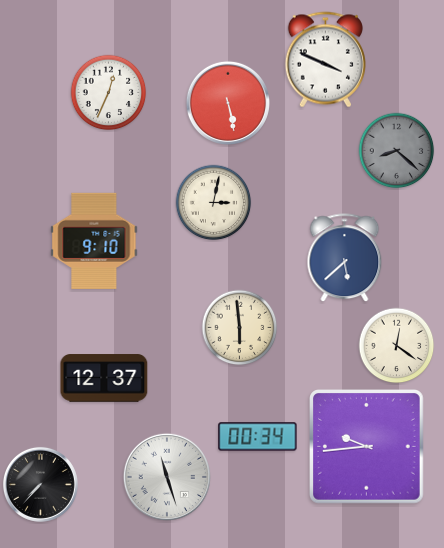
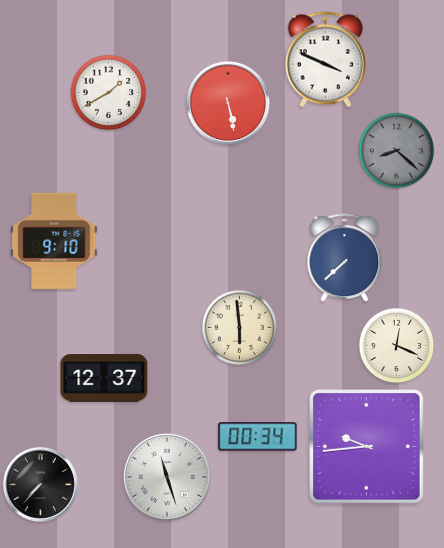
clock at (109, 93): 12:34 -> 1:40
clock at (214, 203): 3:02 -> none
clock at (94, 241) position: (94, 241) -> (54, 241)
clock at (345, 258): 5:38 -> 7:38
clock at (397, 346): 12:21 -> 12:19
